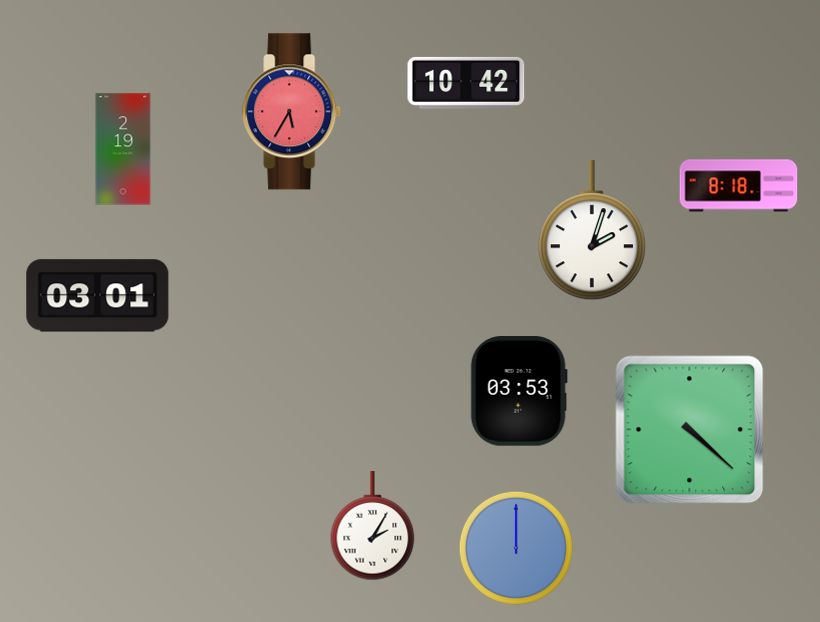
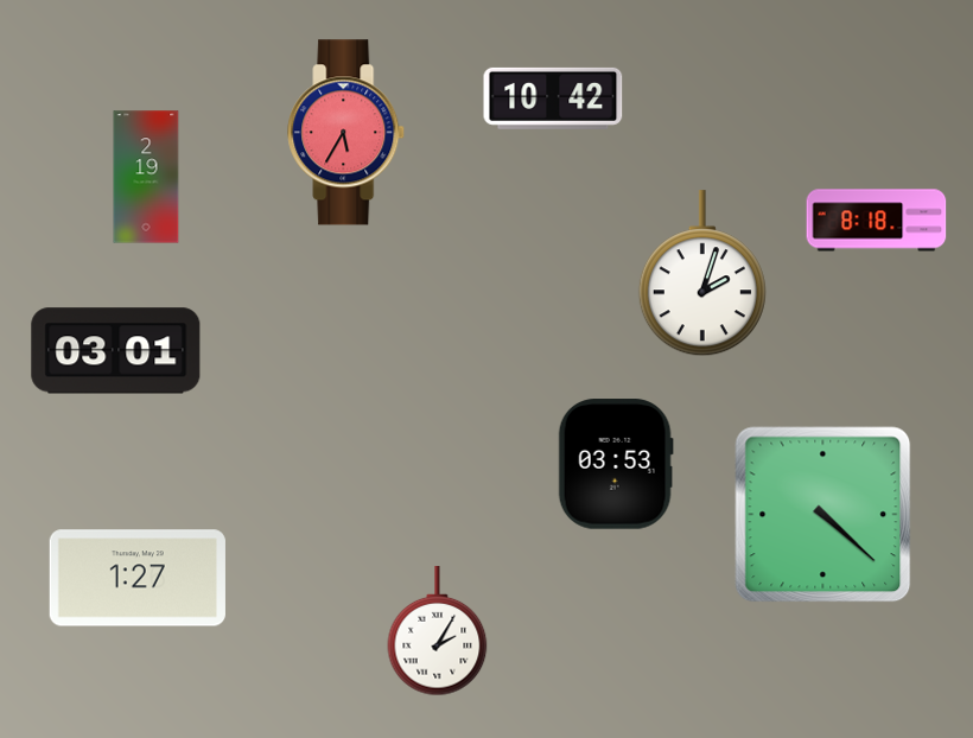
clock at (690, 430) position: (690, 430) -> (823, 515)
clock at (138, 578): none -> 1:27
clock at (373, 527) position: (373, 527) -> (438, 632)
clock at (516, 548): 12:00 -> none
